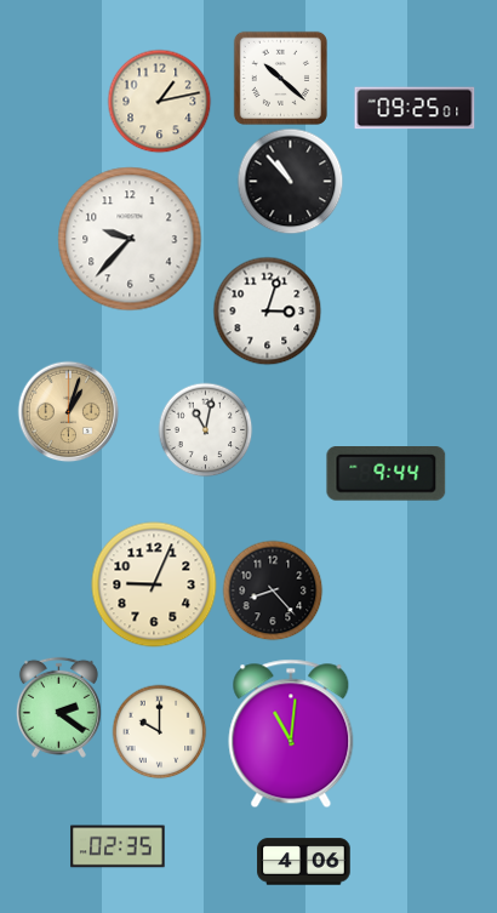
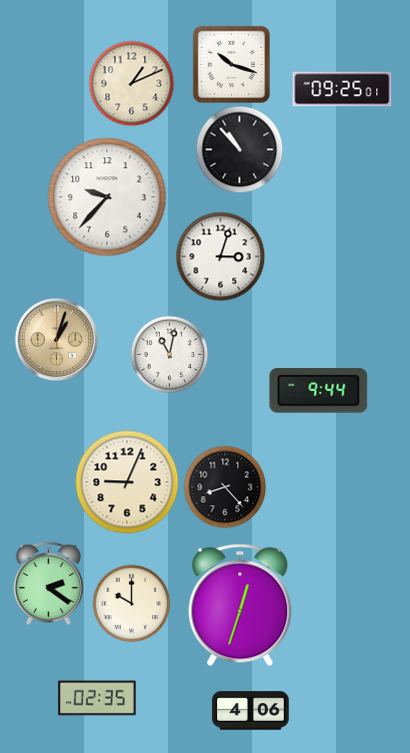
clock at (280, 78): 10:22 -> 10:18
clock at (159, 101): 1:13 -> 1:11
clock at (291, 734): 11:01 -> 12:33
